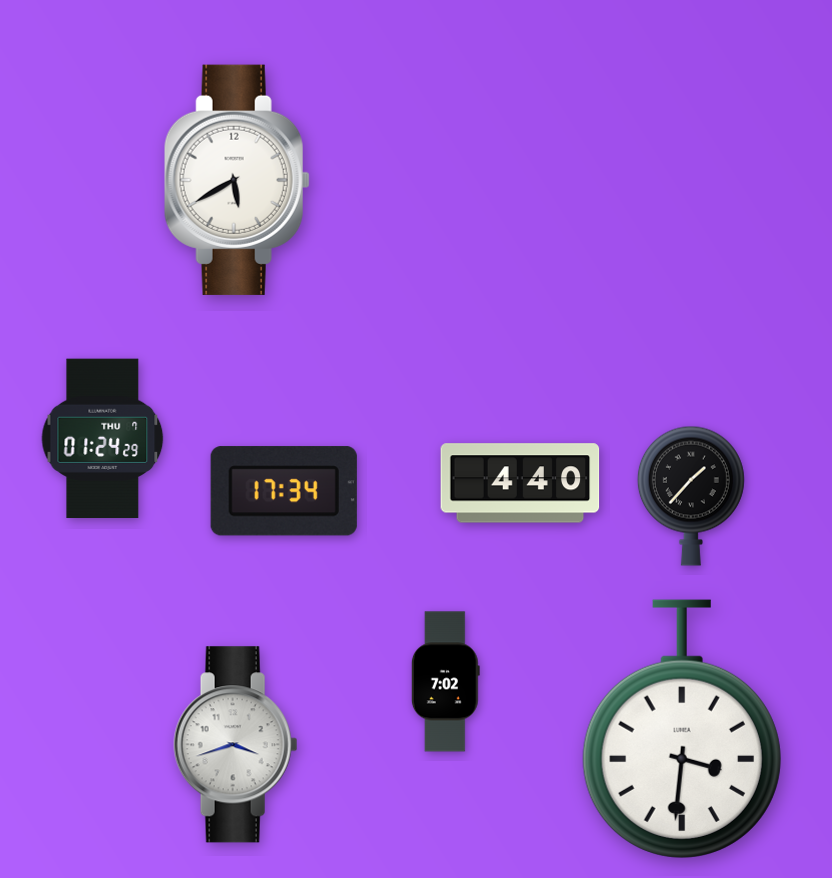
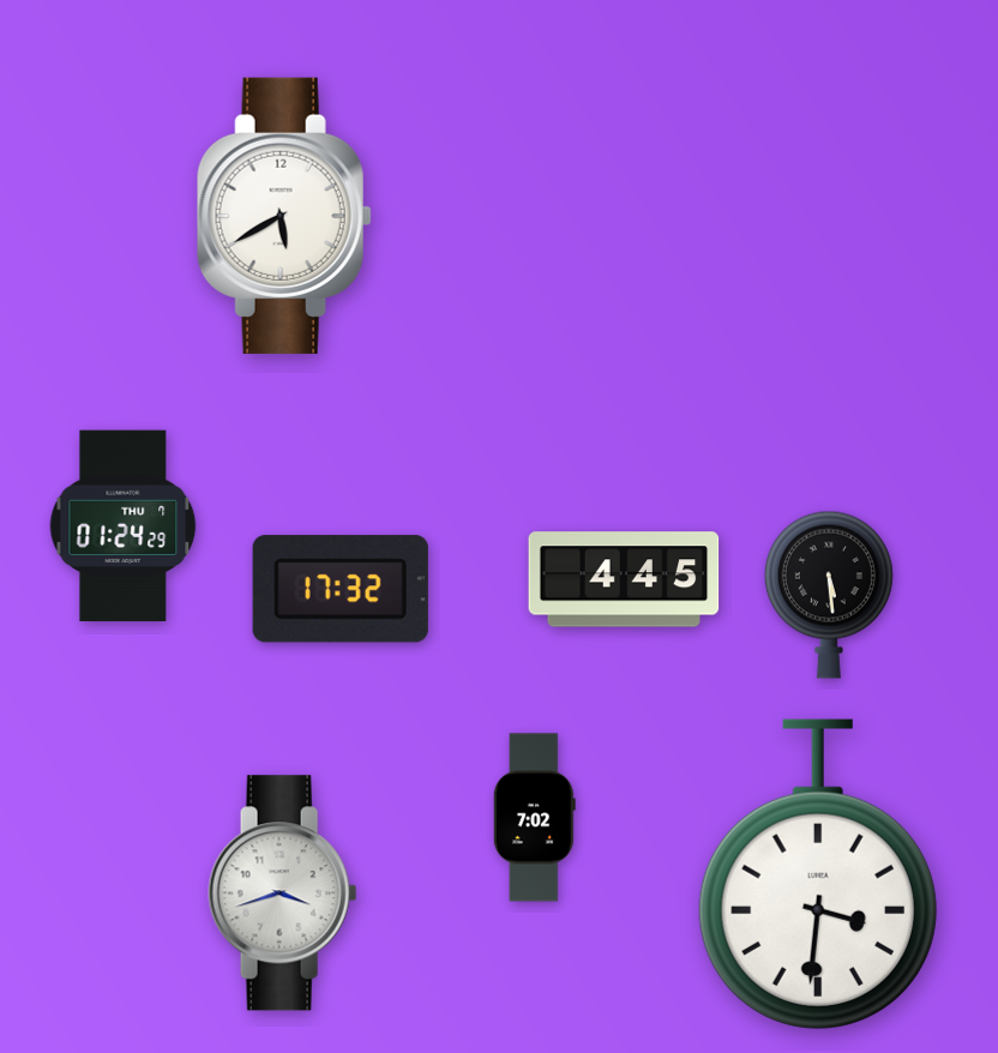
clock at (520, 483): 4:40 -> 4:45
clock at (284, 491): 17:34 -> 17:32
clock at (691, 496): 1:37 -> 5:29
